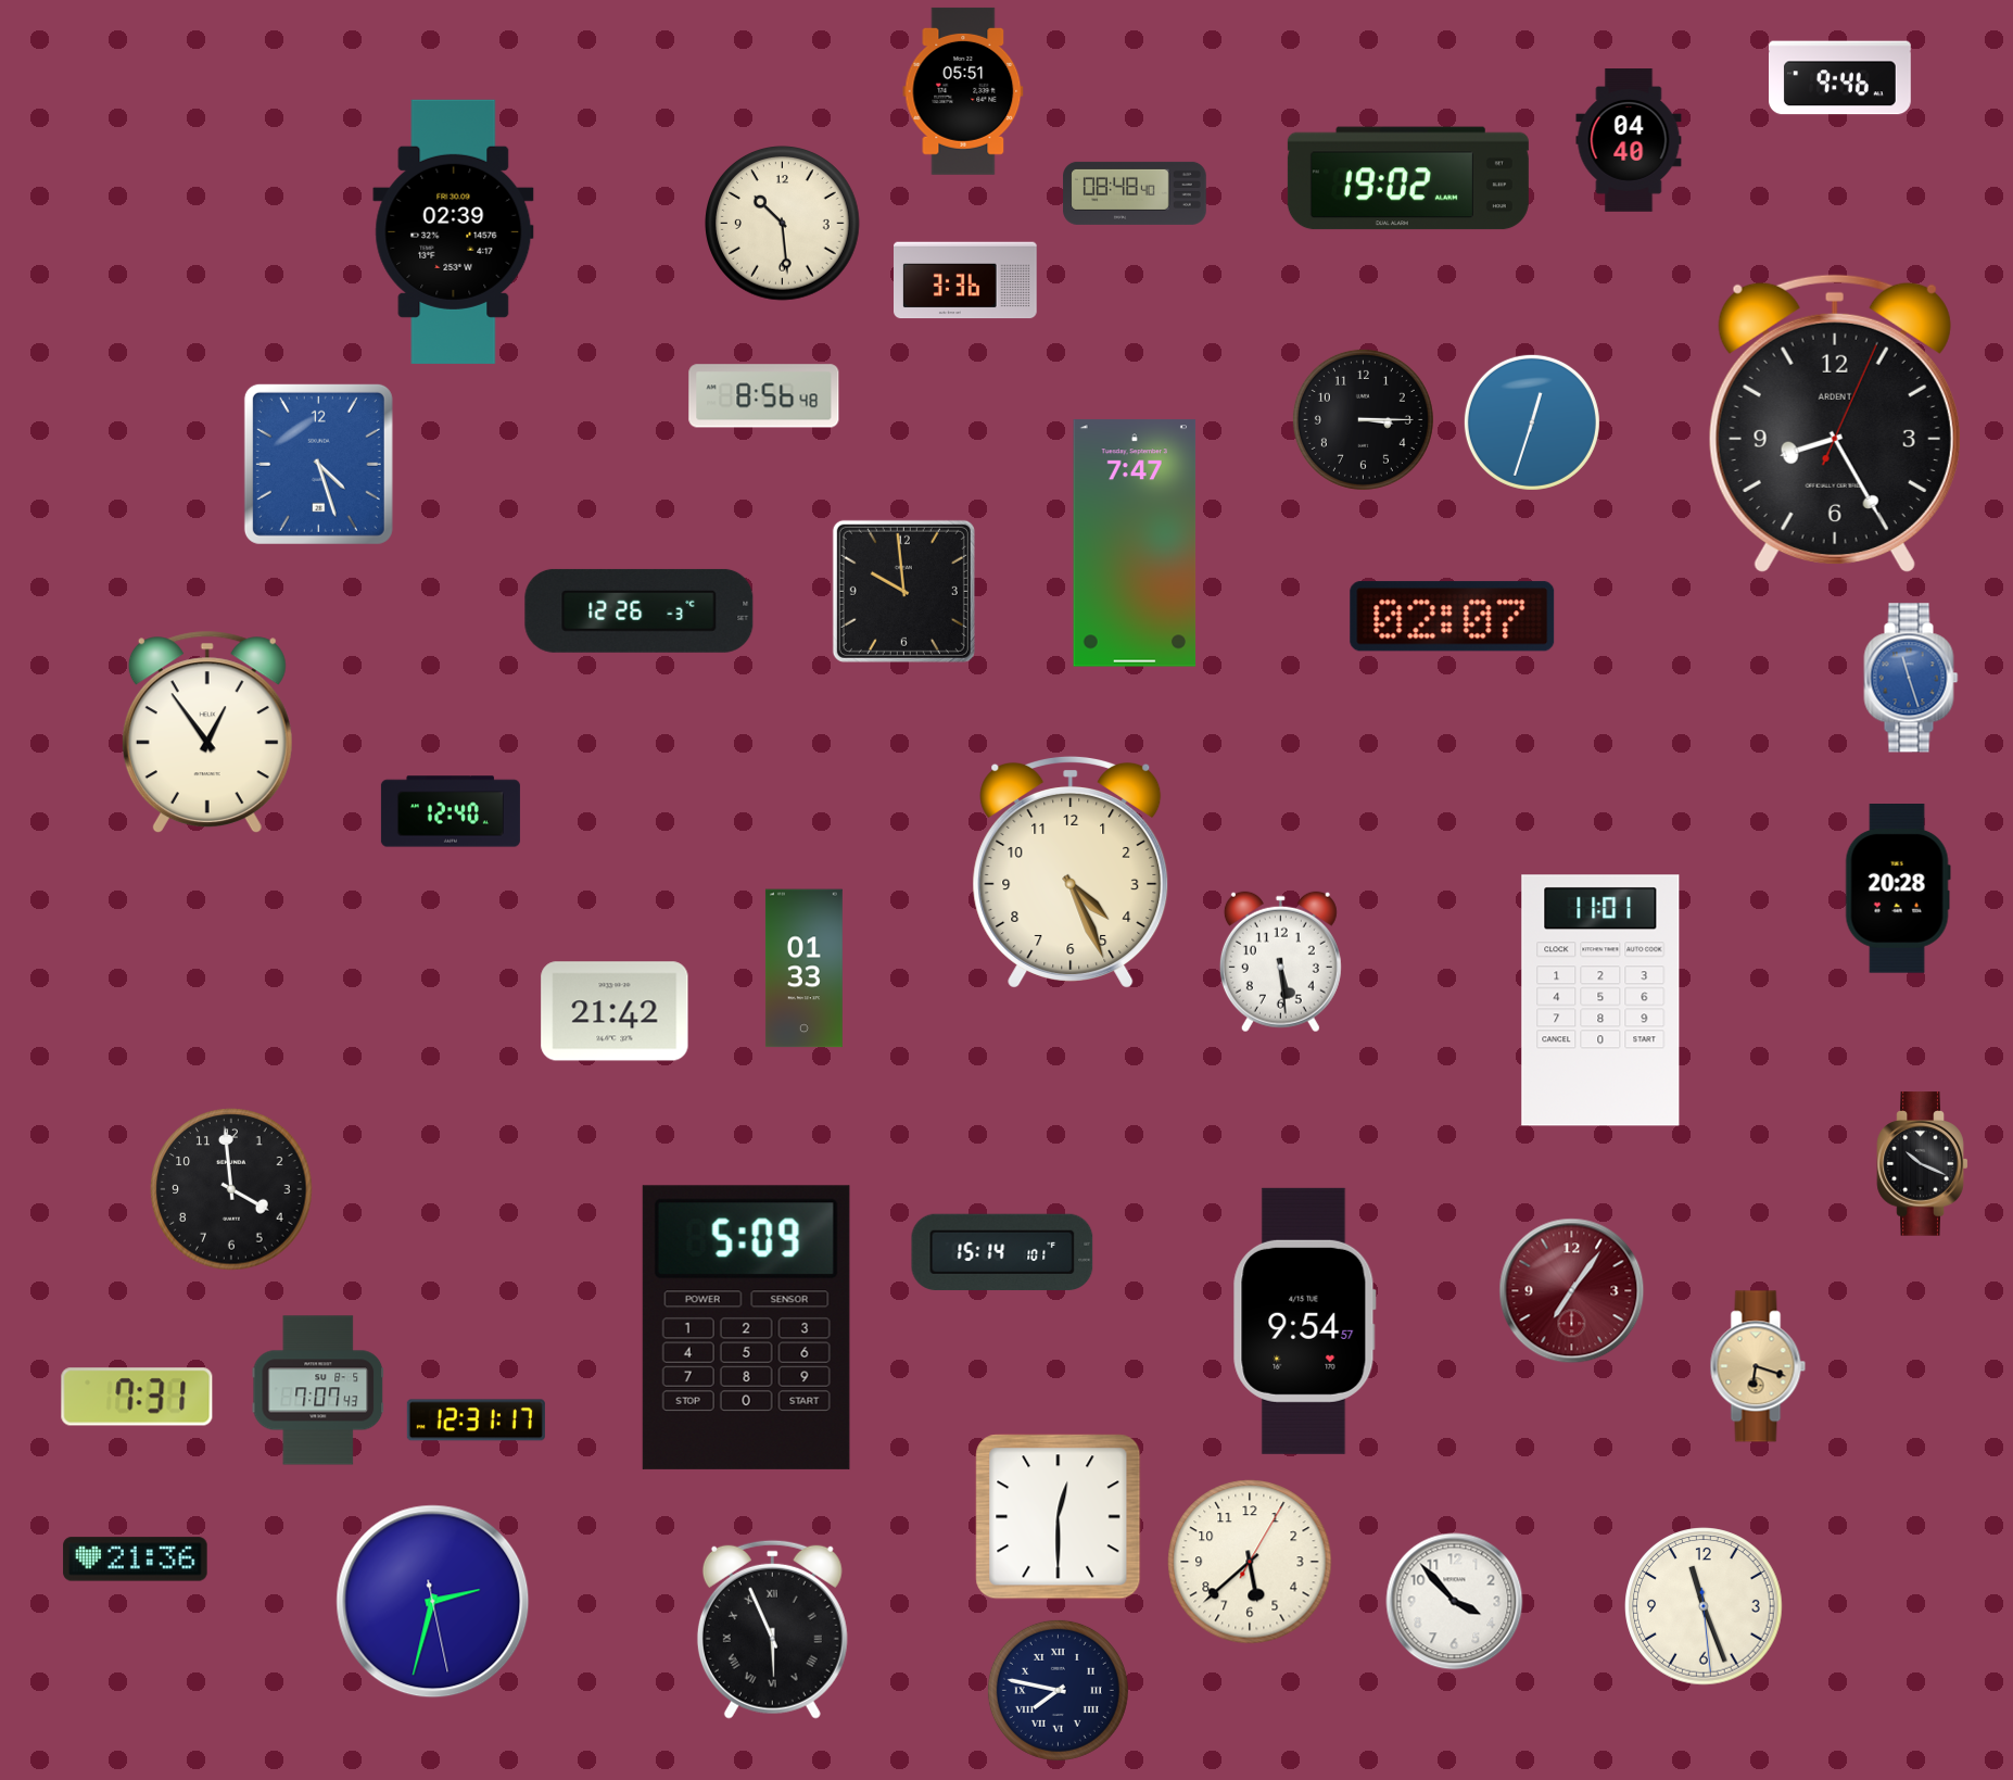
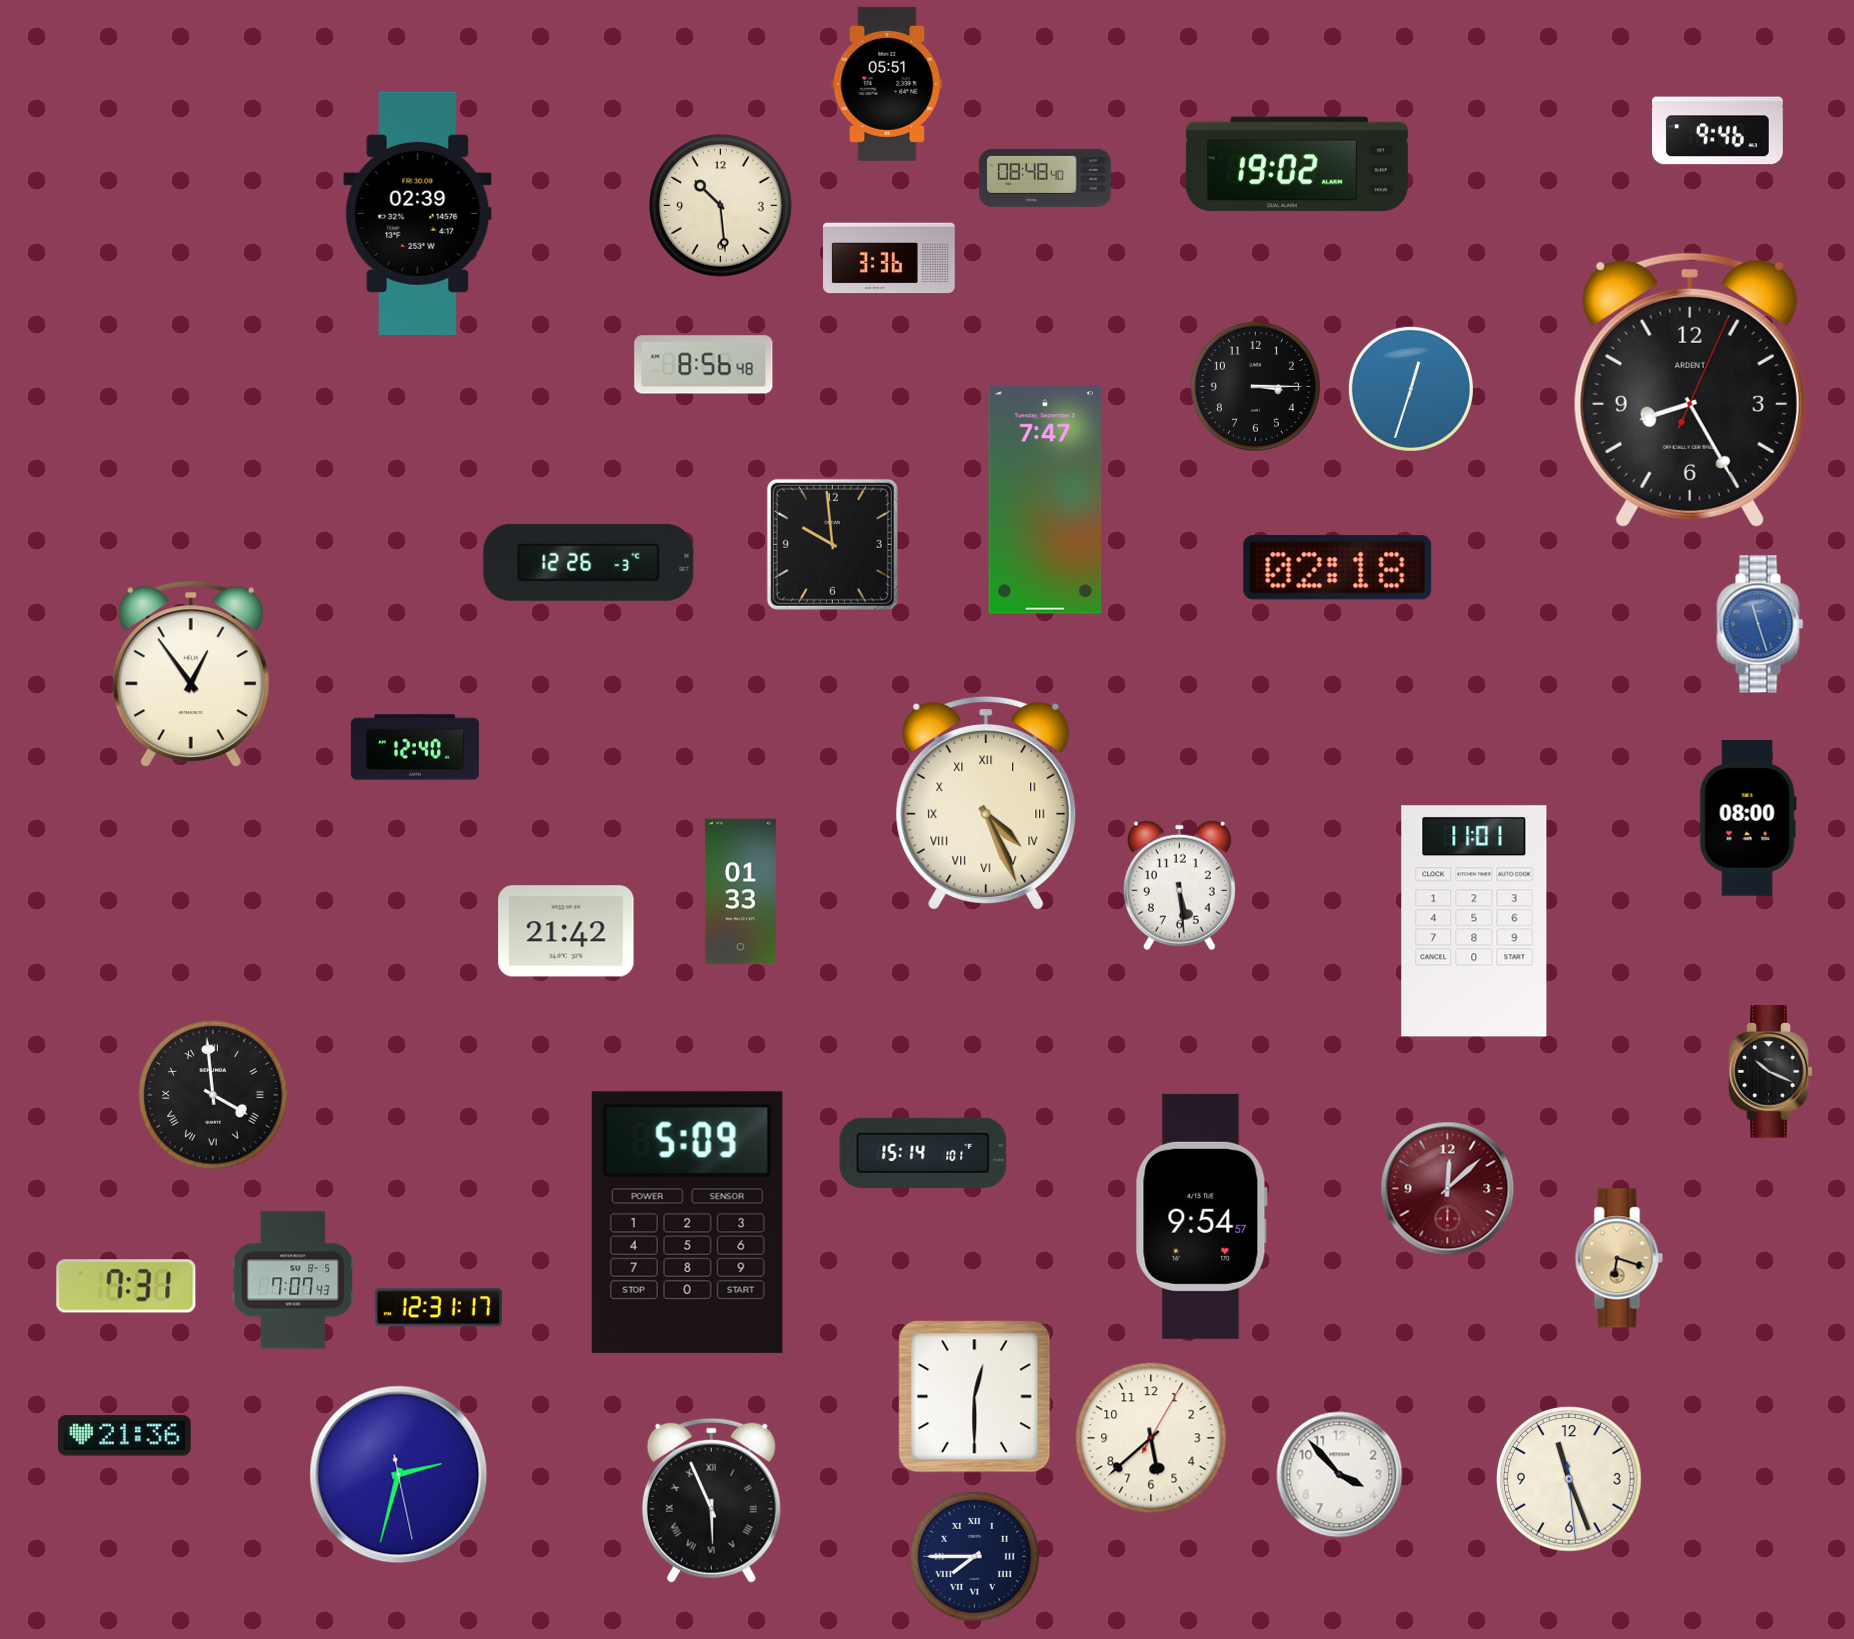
clock at (1840, 78) position: (1840, 78) -> (1718, 131)
clock at (1629, 140): 04:40 -> none
clock at (318, 464): 4:27 -> none
clock at (1453, 617): 02:07 -> 02:18
clock at (1071, 872) numerals: Arabic -> Roman
clock at (1898, 888): 20:28 -> 08:00
clock at (231, 1189) numerals: Arabic -> Roman
clock at (1572, 1291): 7:06 -> 12:08
clock at (1058, 1690): 7:47 -> 7:45
